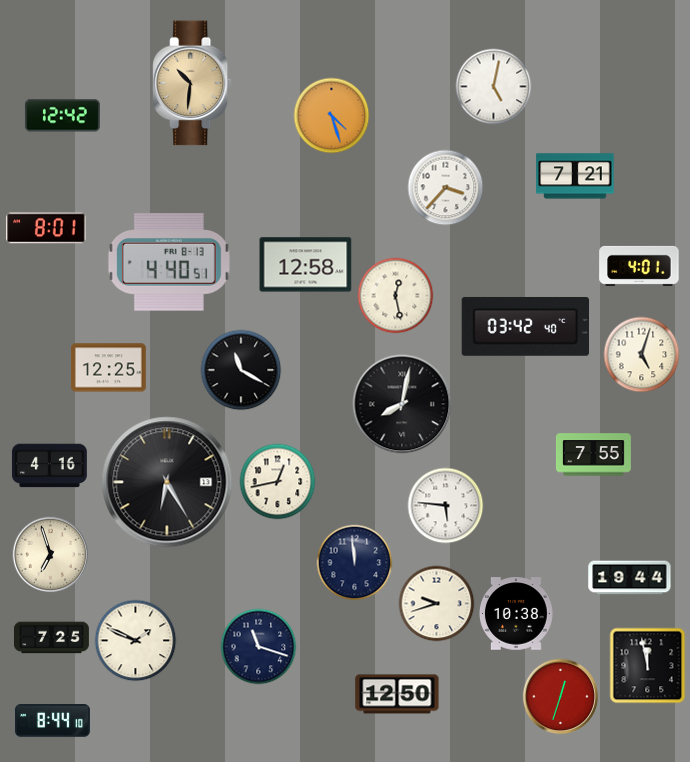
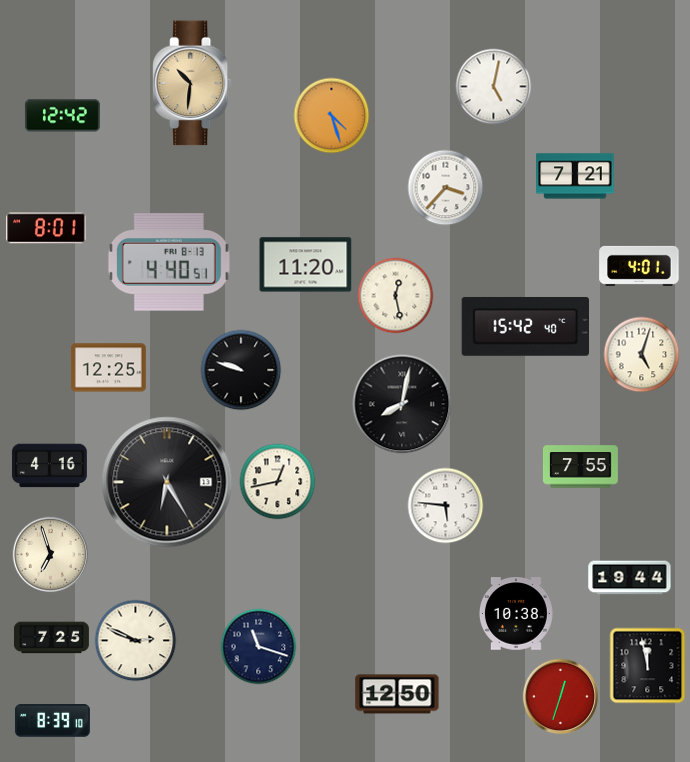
clock at (306, 265): 12:58 -> 11:20
clock at (525, 326): 03:42 -> 15:42
clock at (241, 370): 11:20 -> 9:48
clock at (593, 455) position: (593, 455) -> (580, 467)
clock at (355, 563): 11:59 -> none
clock at (437, 604): 9:42 -> none
clock at (136, 641): 1:49 -> 2:49
clock at (52, 721): 8:44 -> 8:39
